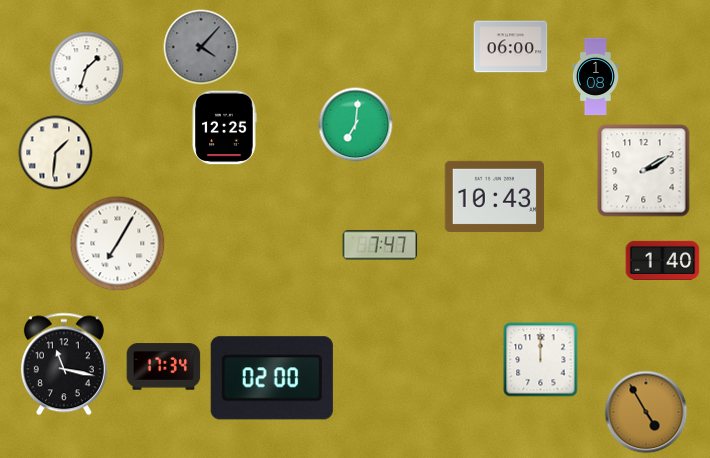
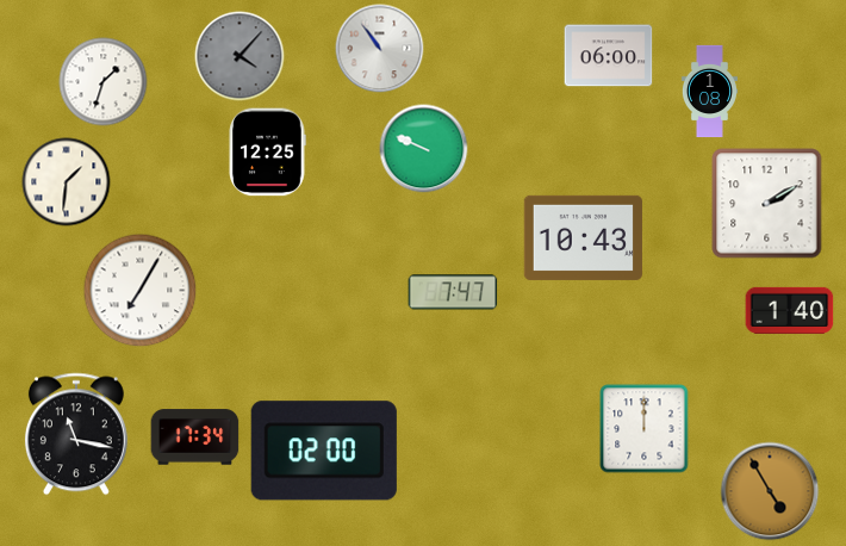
clock at (380, 49): none -> 10:54
clock at (356, 125): 7:01 -> 9:49
clock at (494, 196) position: (494, 196) -> (583, 237)
